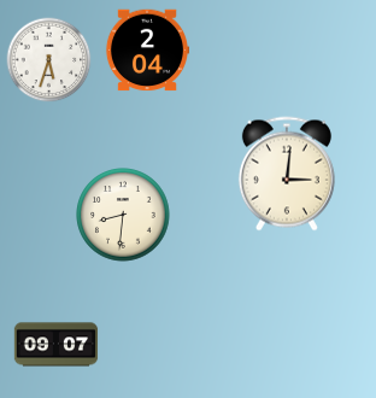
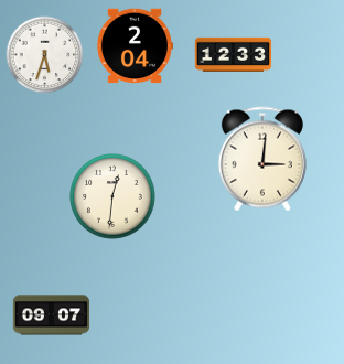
clock at (234, 54): none -> 12:33
clock at (123, 215): 8:31 -> 12:31
